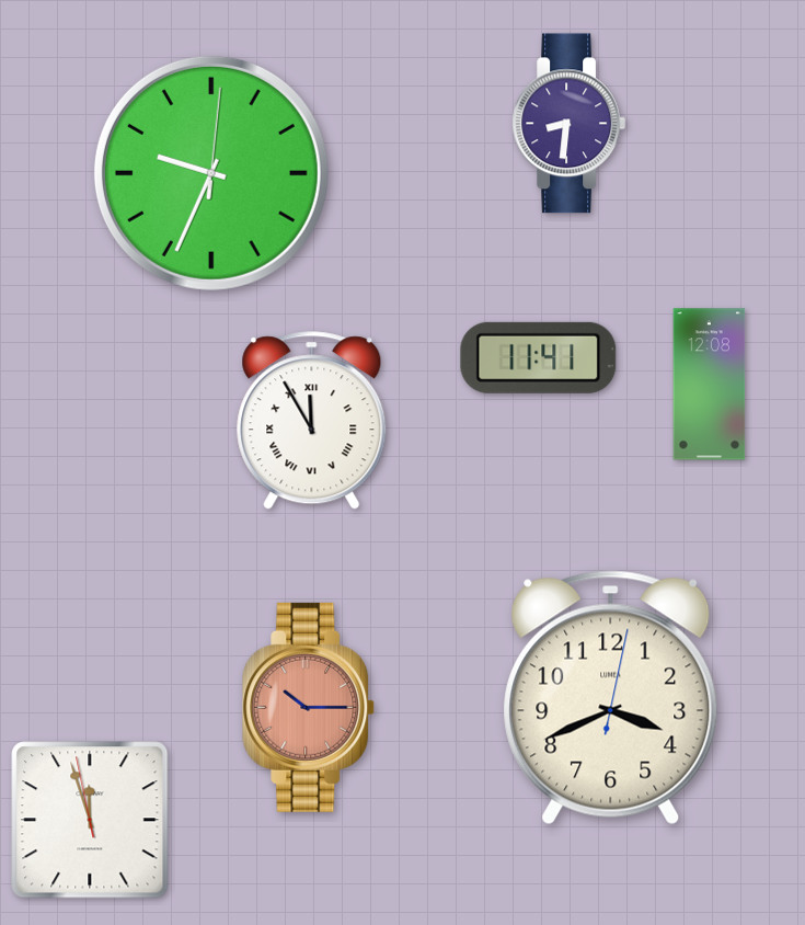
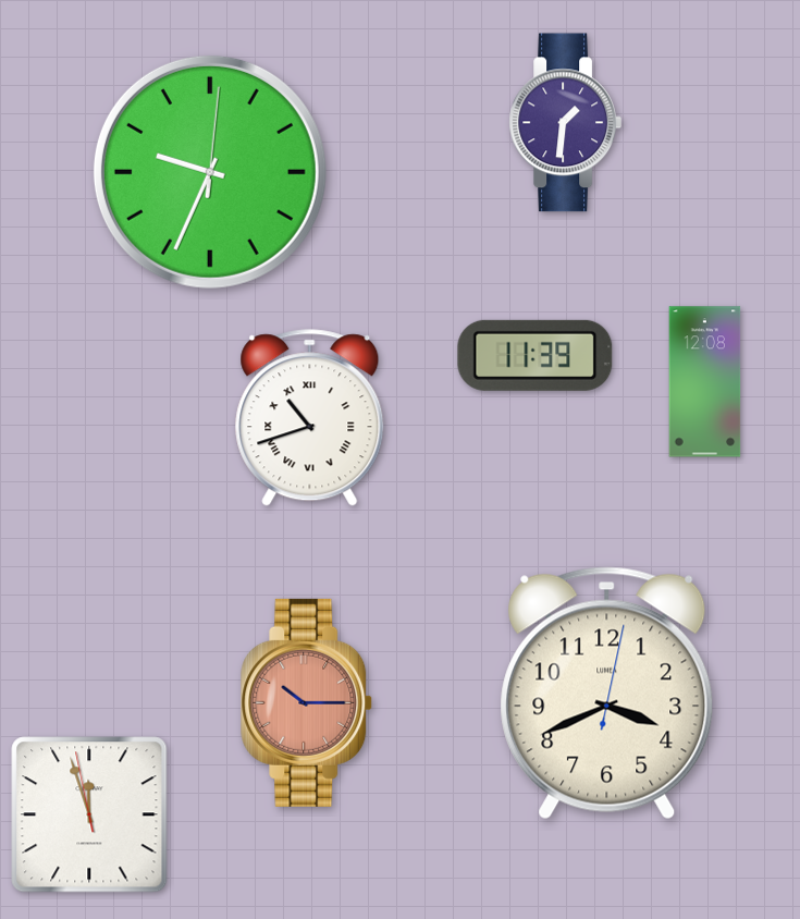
clock at (568, 124): 8:31 -> 1:31
clock at (539, 357): 11:41 -> 11:39
clock at (312, 421): 11:55 -> 10:42
